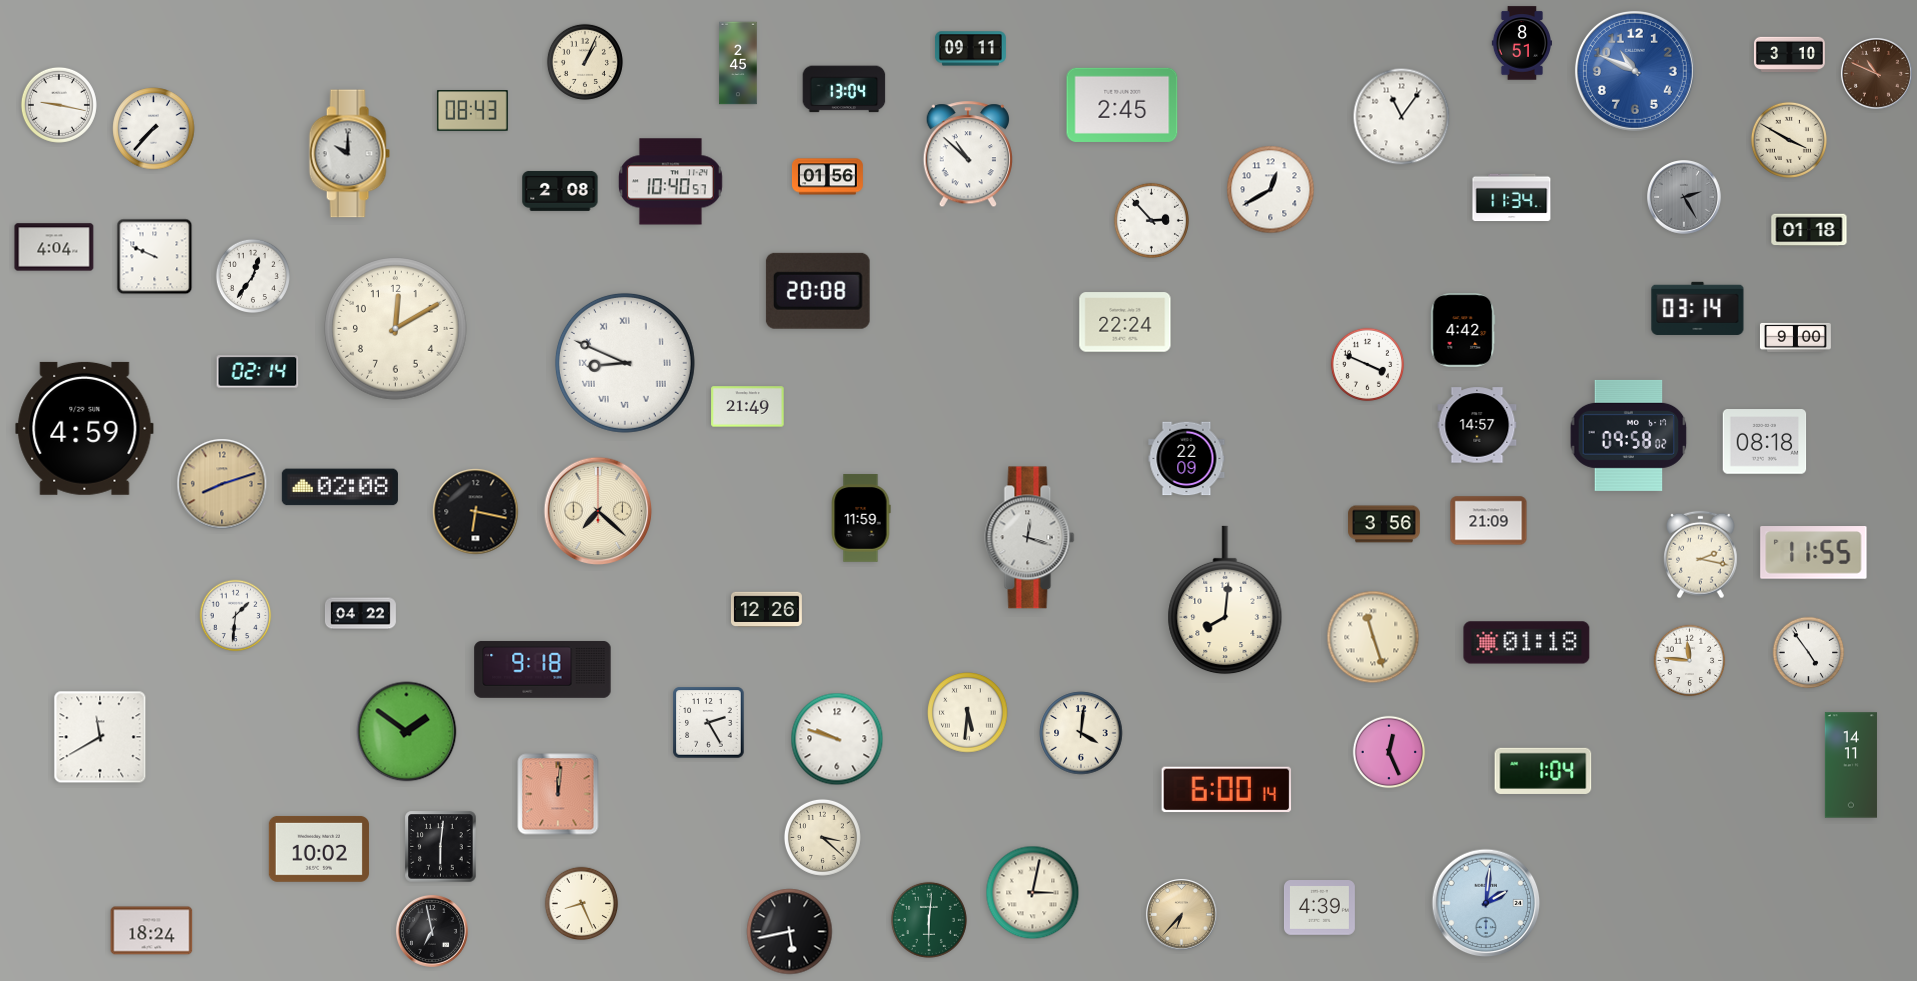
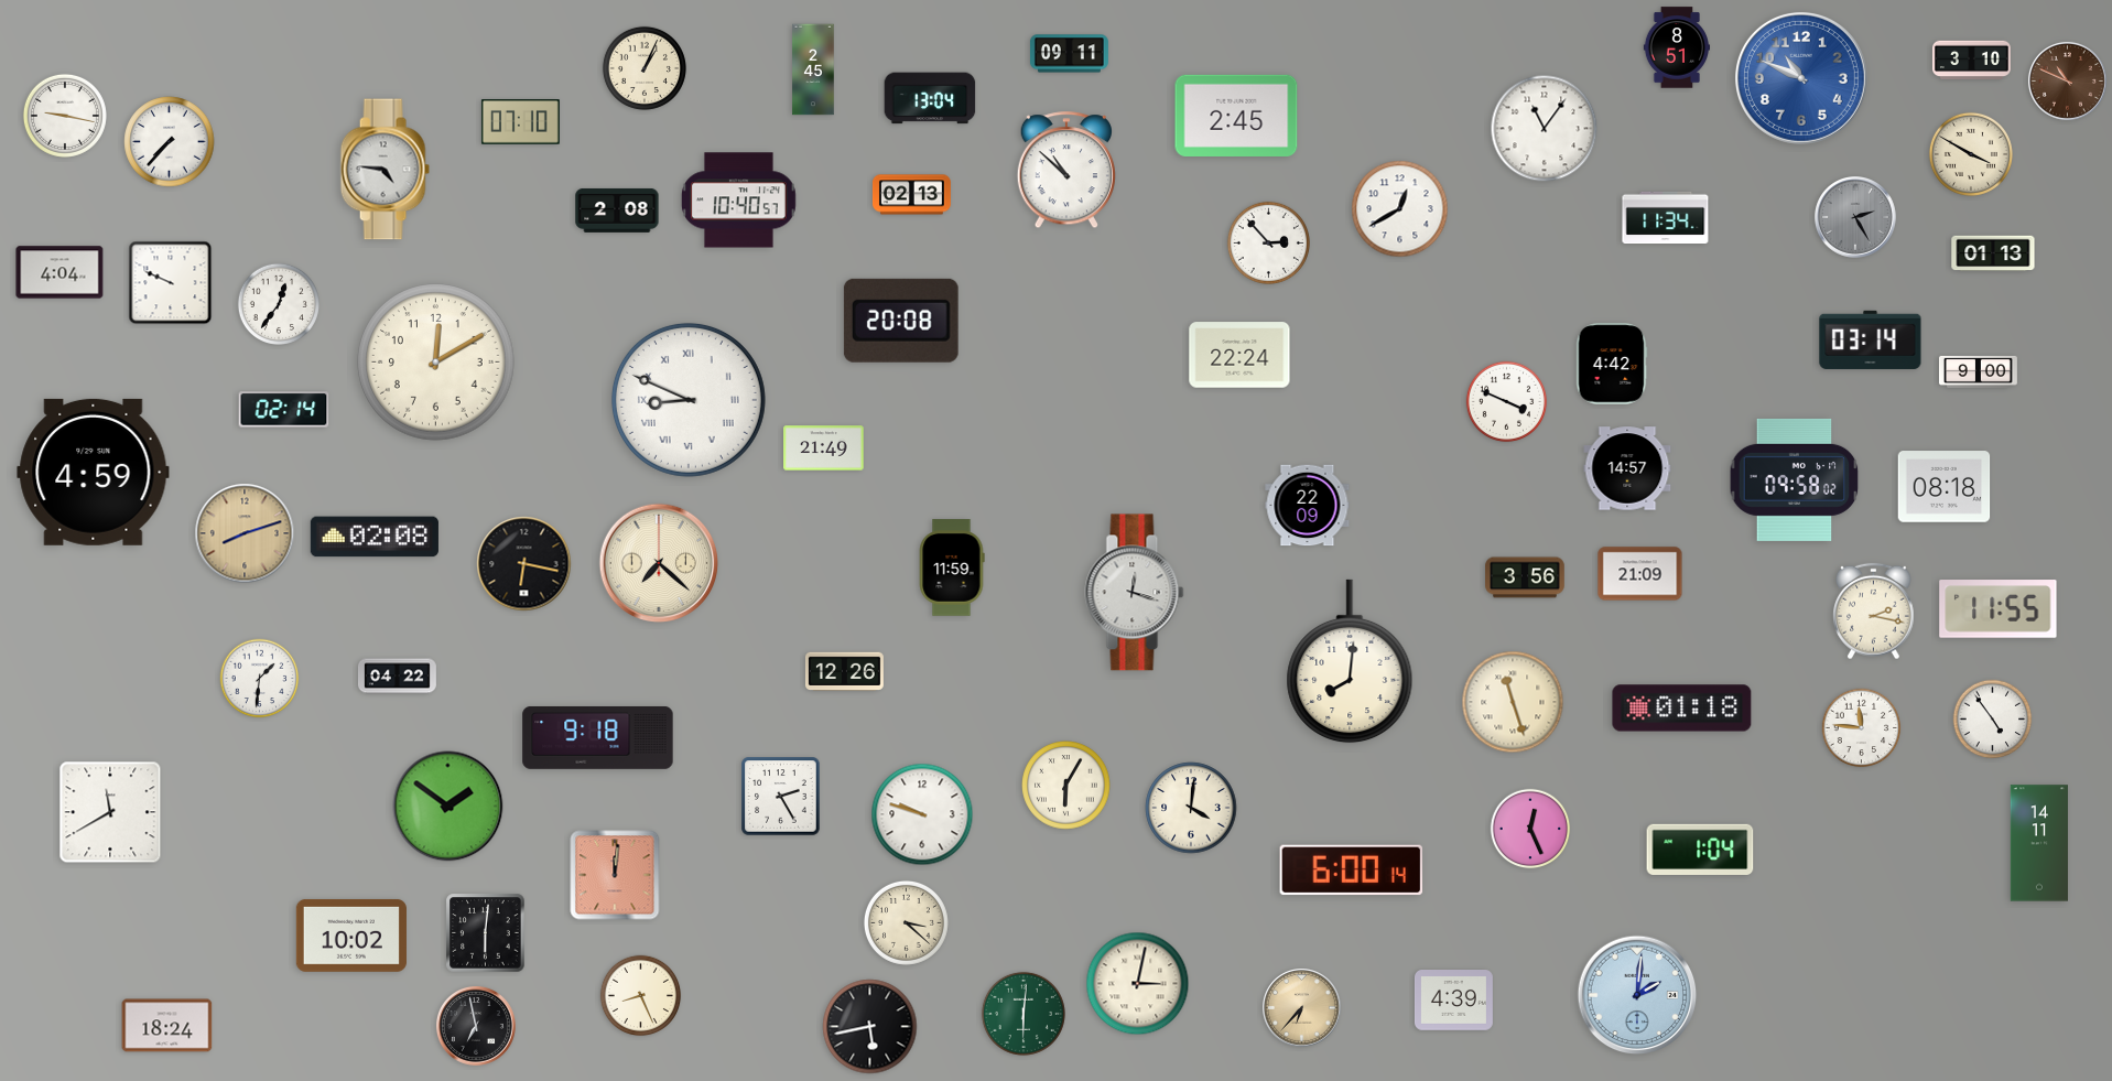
clock at (472, 111): 08:43 -> 07:10
clock at (349, 154): 10:00 -> 4:46
clock at (827, 177): 01:56 -> 02:13
clock at (1809, 230): 01:18 -> 01:13
clock at (861, 518) position: (861, 518) -> (952, 567)
clock at (968, 713): 5:31 -> 6:05
